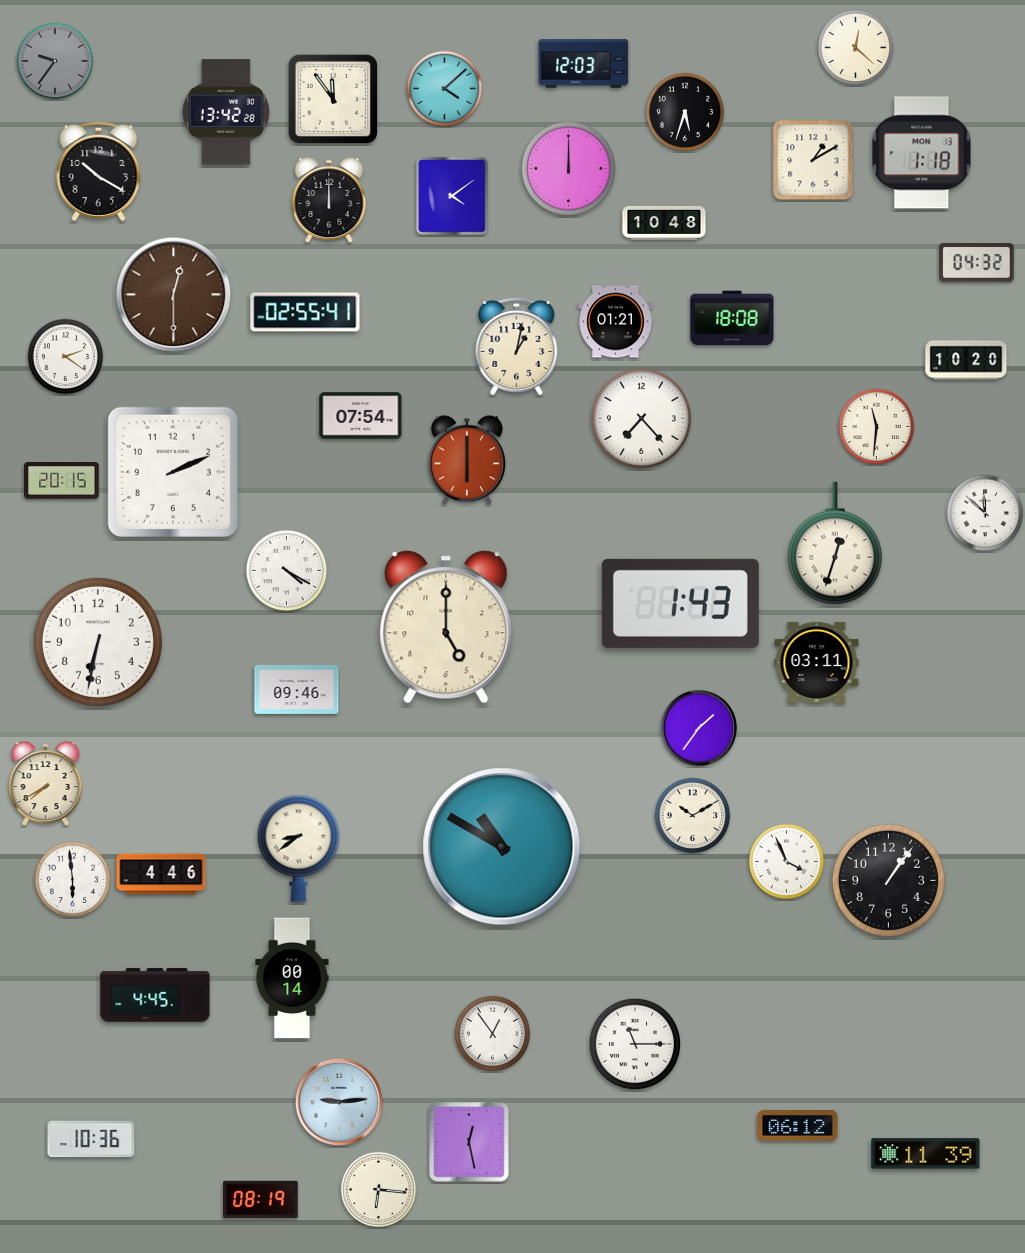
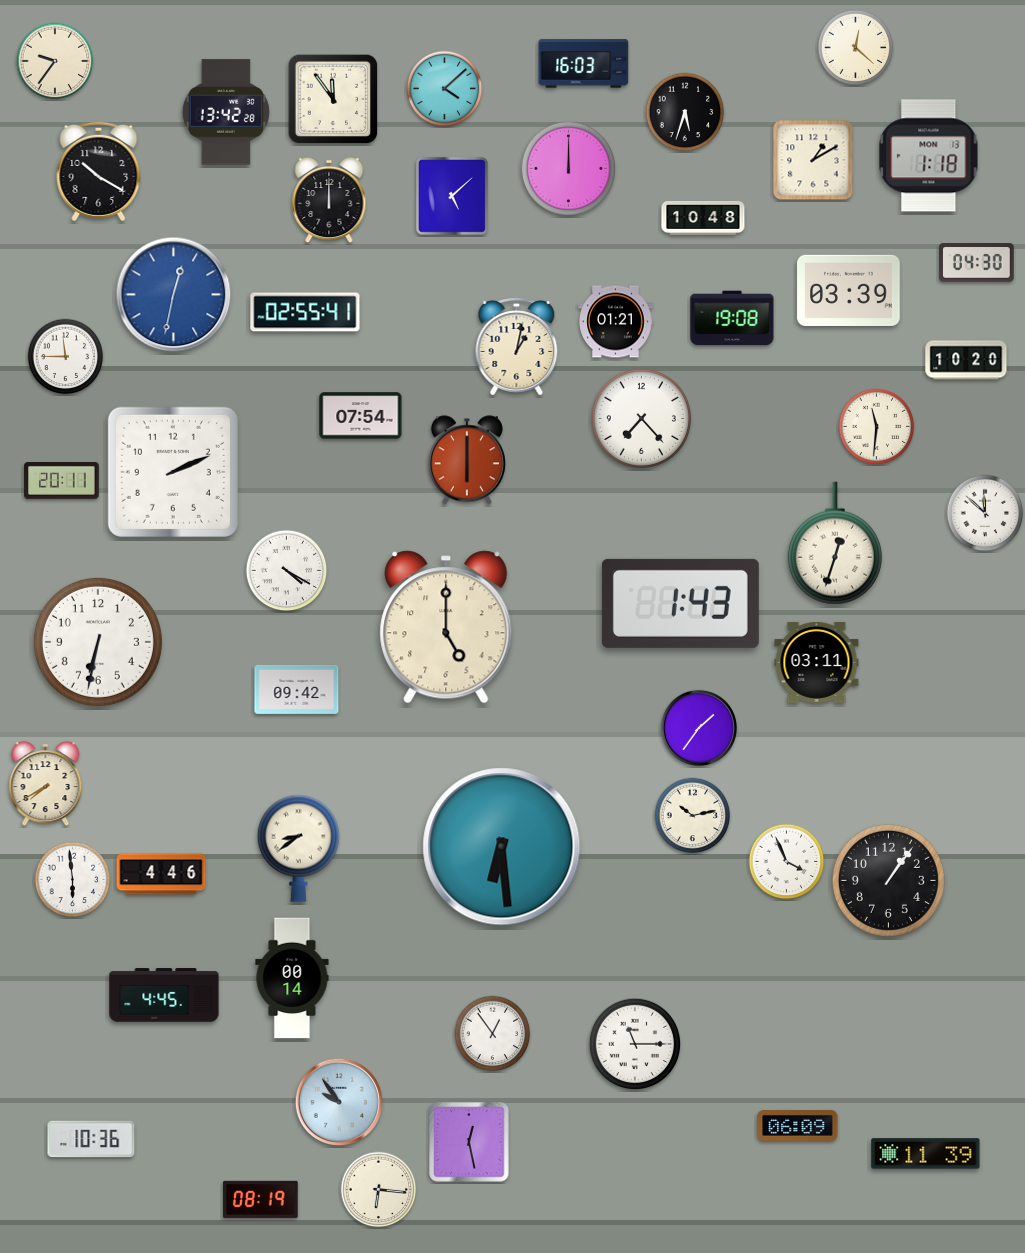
clock at (55, 61) dial: grey -> cream
clock at (584, 64): 12:03 -> 16:03
clock at (922, 153) position: (922, 153) -> (929, 156)
clock at (452, 196): 4:09 -> 5:08
clock at (664, 223) position: (664, 223) -> (703, 218)
clock at (977, 263): 04:32 -> 04:30
clock at (849, 290): none -> 03:39
clock at (174, 295): 12:30 -> 12:32
clock at (174, 295) dial: brown -> blue
clock at (732, 318): 18:08 -> 19:08
clock at (66, 357): 2:21 -> 11:45
clock at (62, 481): 20:15 -> 20:11
clock at (297, 689): 09:46 -> 09:42
clock at (693, 816): 10:10 -> 10:13
clock at (502, 847): 10:50 -> 6:29
clock at (155, 995) position: (155, 995) -> (164, 995)
clock at (338, 1101): 9:14 -> 9:54
clock at (798, 1126): 06:12 -> 06:09
